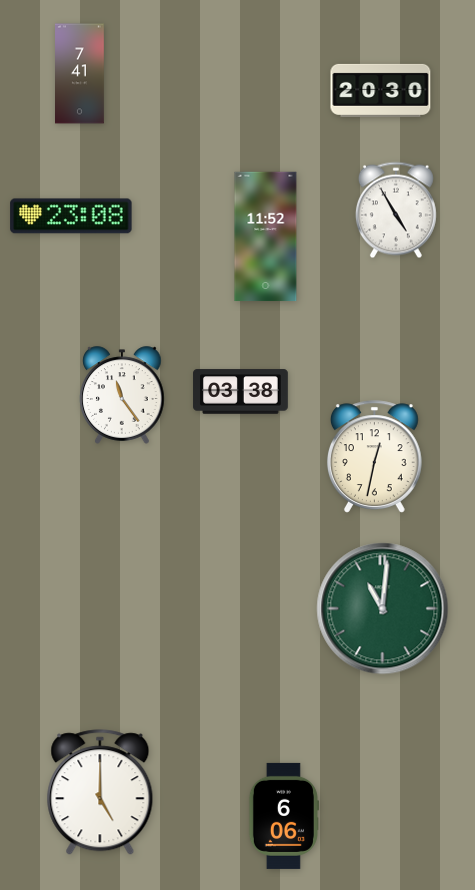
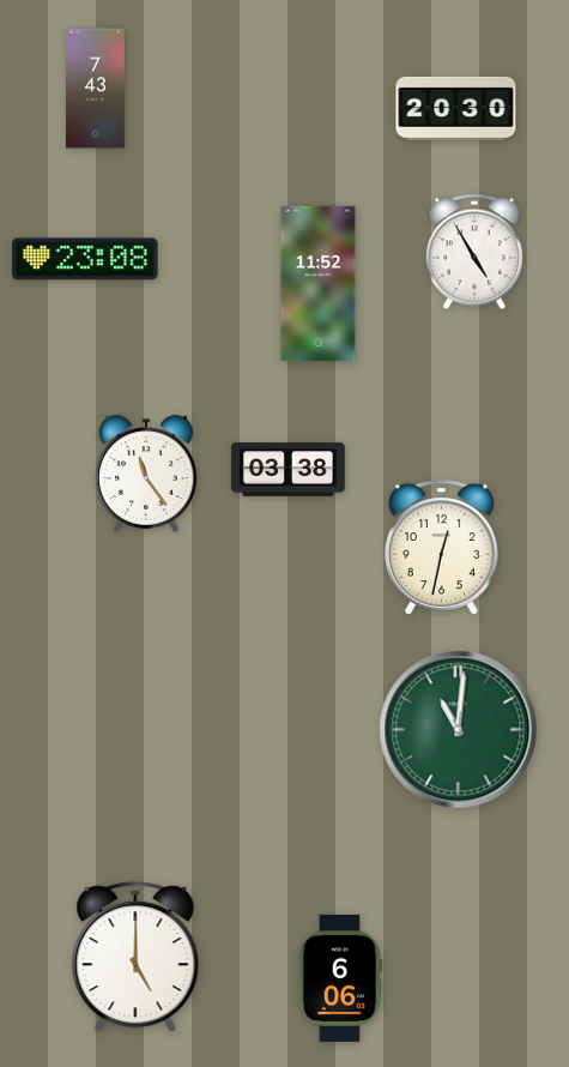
clock at (80, 74): 7:41 -> 7:43
clock at (374, 457) position: (374, 457) -> (441, 548)
clock at (100, 793) position: (100, 793) -> (135, 958)
